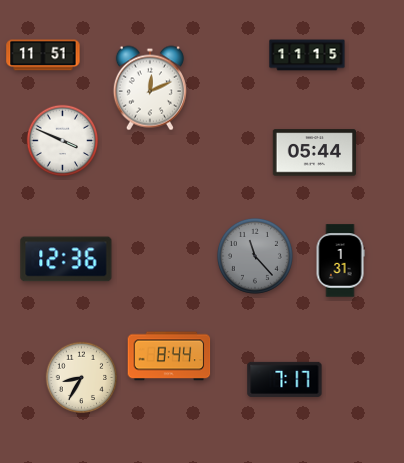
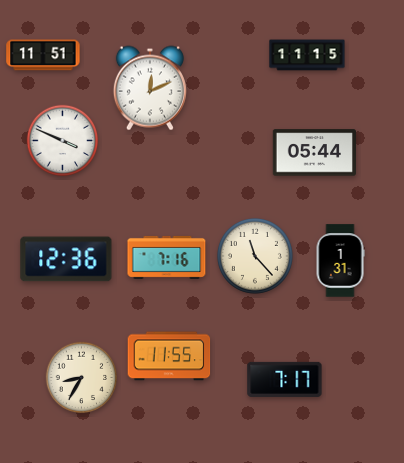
clock at (255, 256) dial: grey -> cream
clock at (167, 257): none -> 7:16
clock at (169, 356): 8:44 -> 11:55
